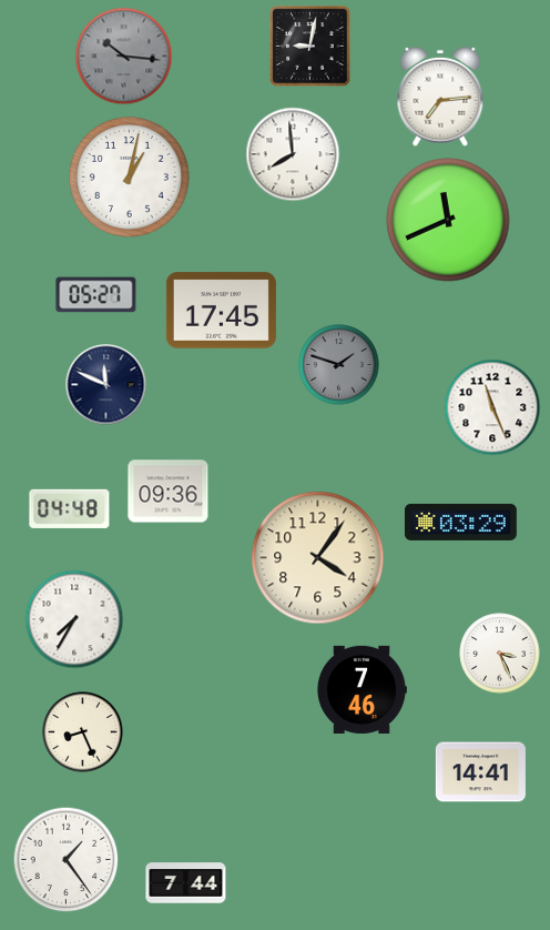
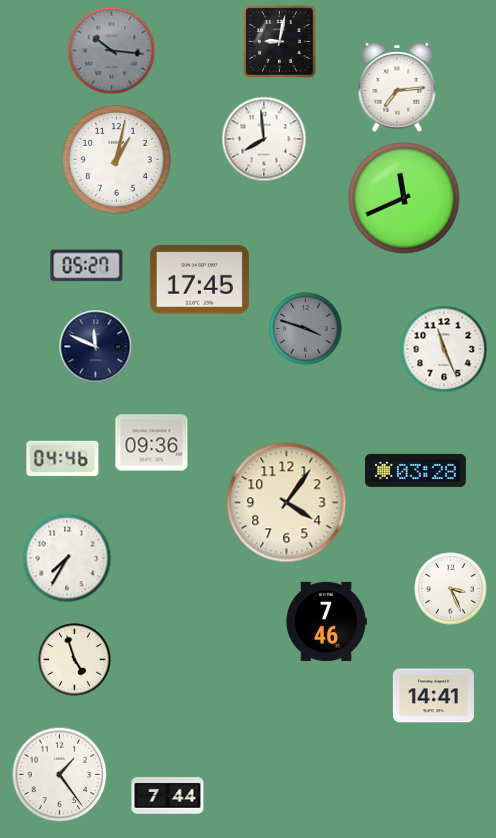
clock at (339, 365): 1:48 -> 3:48
clock at (492, 407) position: (492, 407) -> (444, 349)
clock at (70, 508): 04:48 -> 04:46
clock at (460, 522): 03:29 -> 03:28
clock at (83, 732): 8:26 -> 4:57
